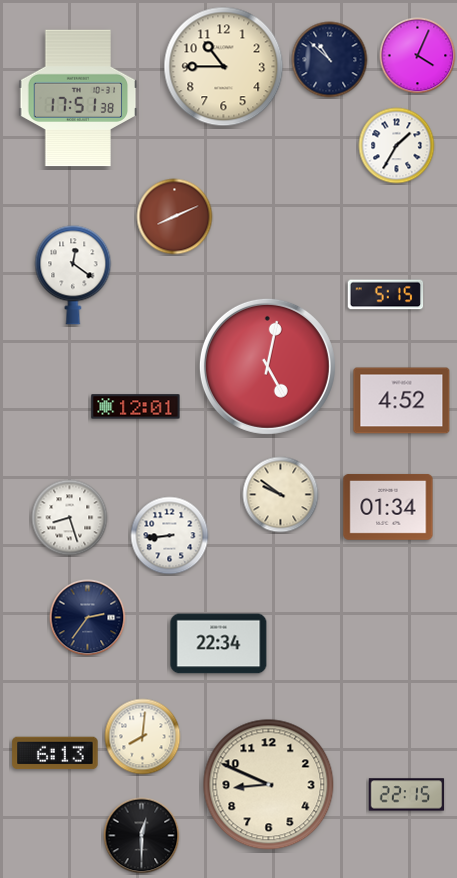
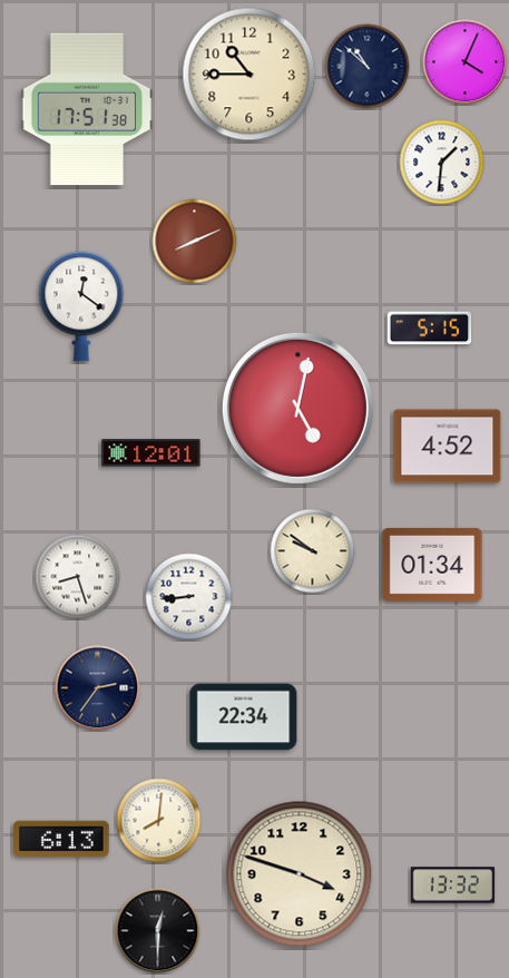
clock at (397, 146): 1:35 -> 1:31
clock at (269, 785): 8:49 -> 3:48
clock at (407, 795): 22:15 -> 13:32
